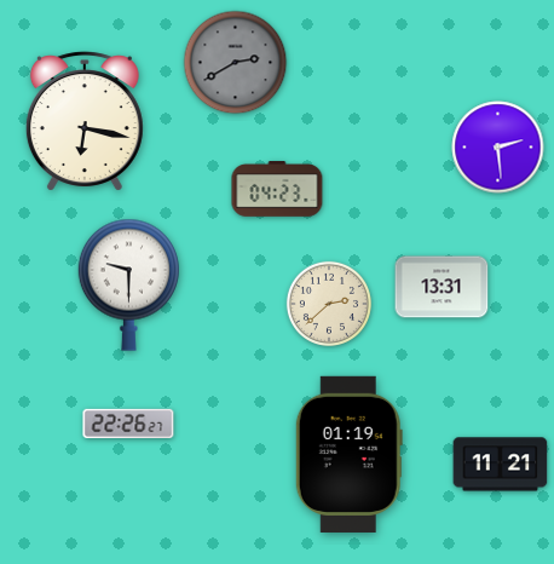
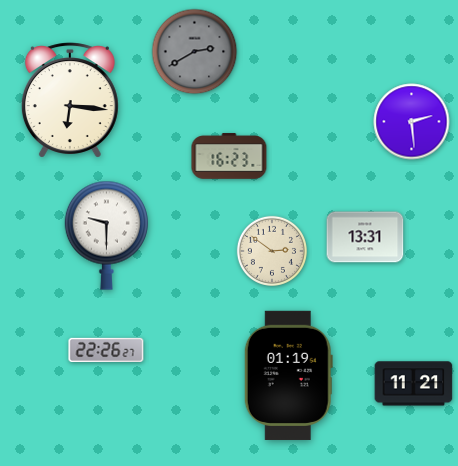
clock at (85, 121): 6:17 -> 6:16
clock at (277, 189): 04:23 -> 16:23
clock at (329, 304): 2:38 -> 2:51
